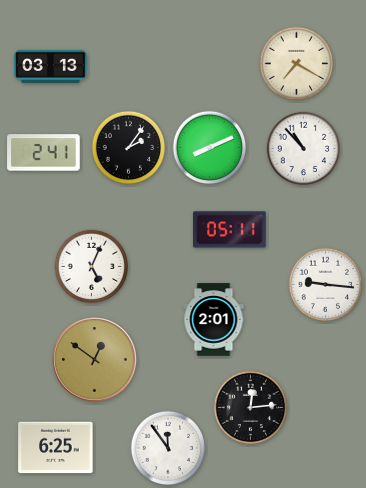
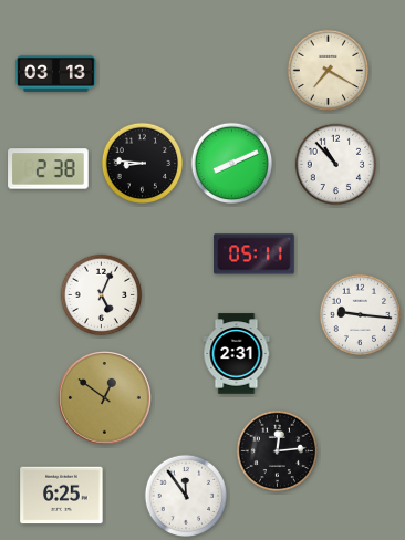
clock at (129, 148): 2:06 -> 8:46
clock at (44, 153): 2:41 -> 2:38
clock at (214, 320): 2:01 -> 2:31
